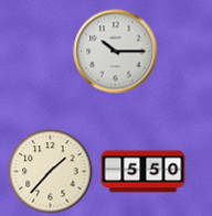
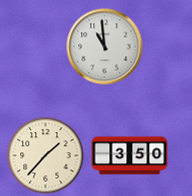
clock at (116, 52): 10:15 -> 10:59
clock at (144, 172): 5:50 -> 3:50
